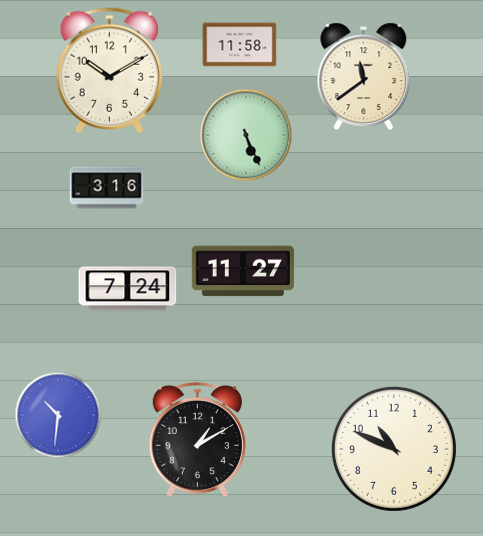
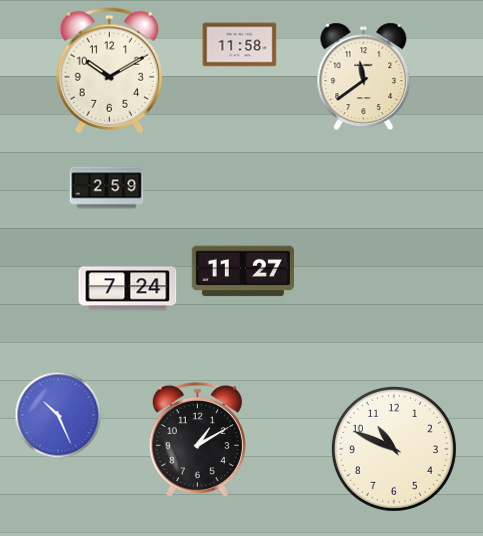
clock at (246, 135): 5:26 -> none
clock at (107, 188): 3:16 -> 2:59
clock at (58, 415): 10:31 -> 10:26
